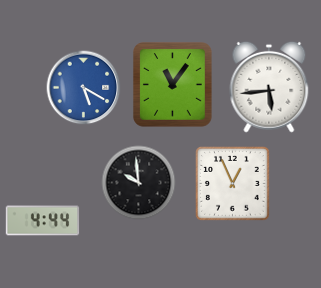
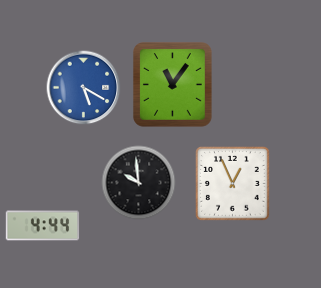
clock at (269, 87): 5:44 -> none
clock at (43, 221) position: (43, 221) -> (43, 226)
